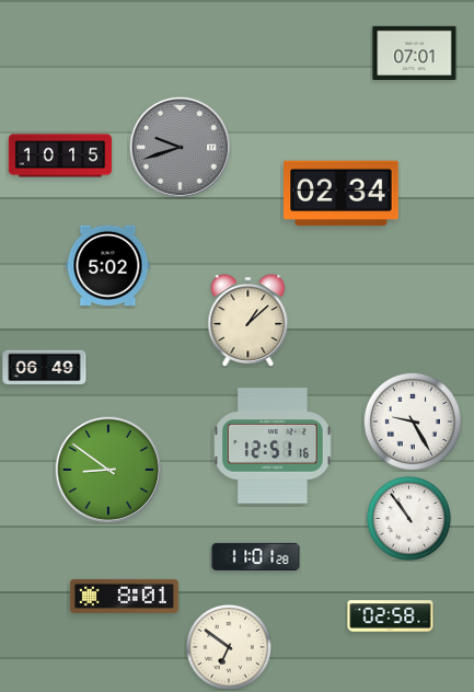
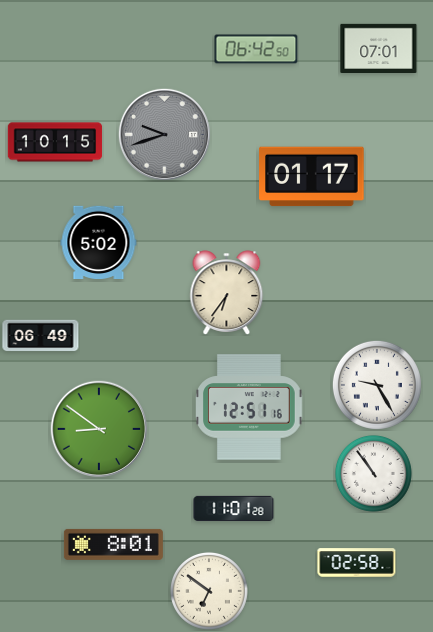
clock at (256, 49): none -> 06:42
clock at (342, 194): 02:34 -> 01:17
clock at (248, 321): 1:08 -> 6:36
